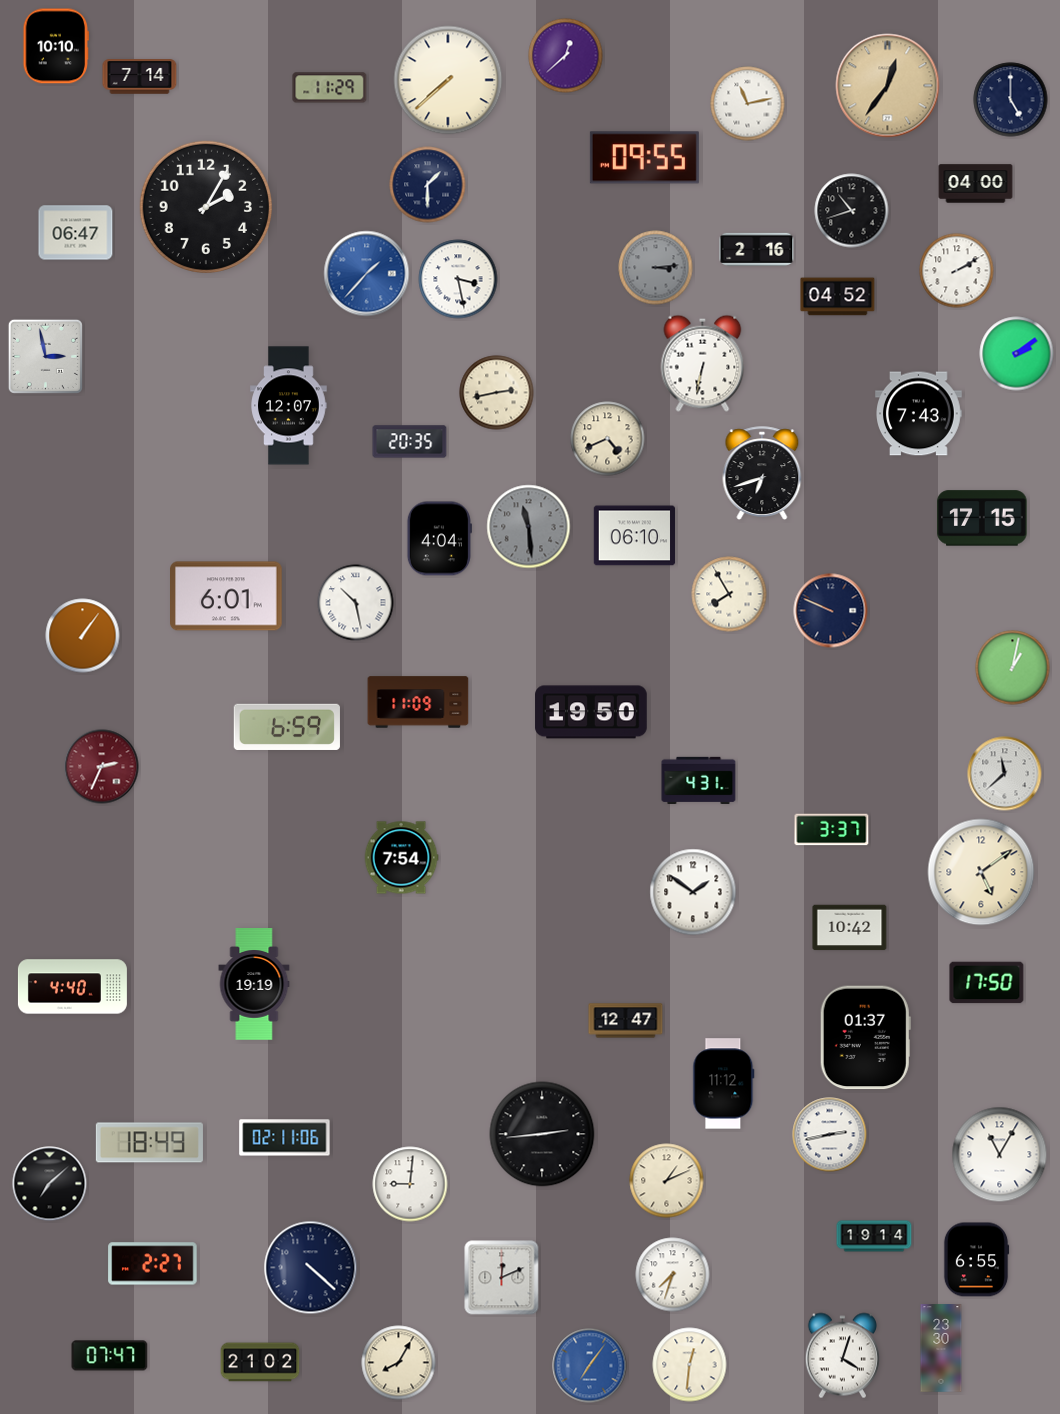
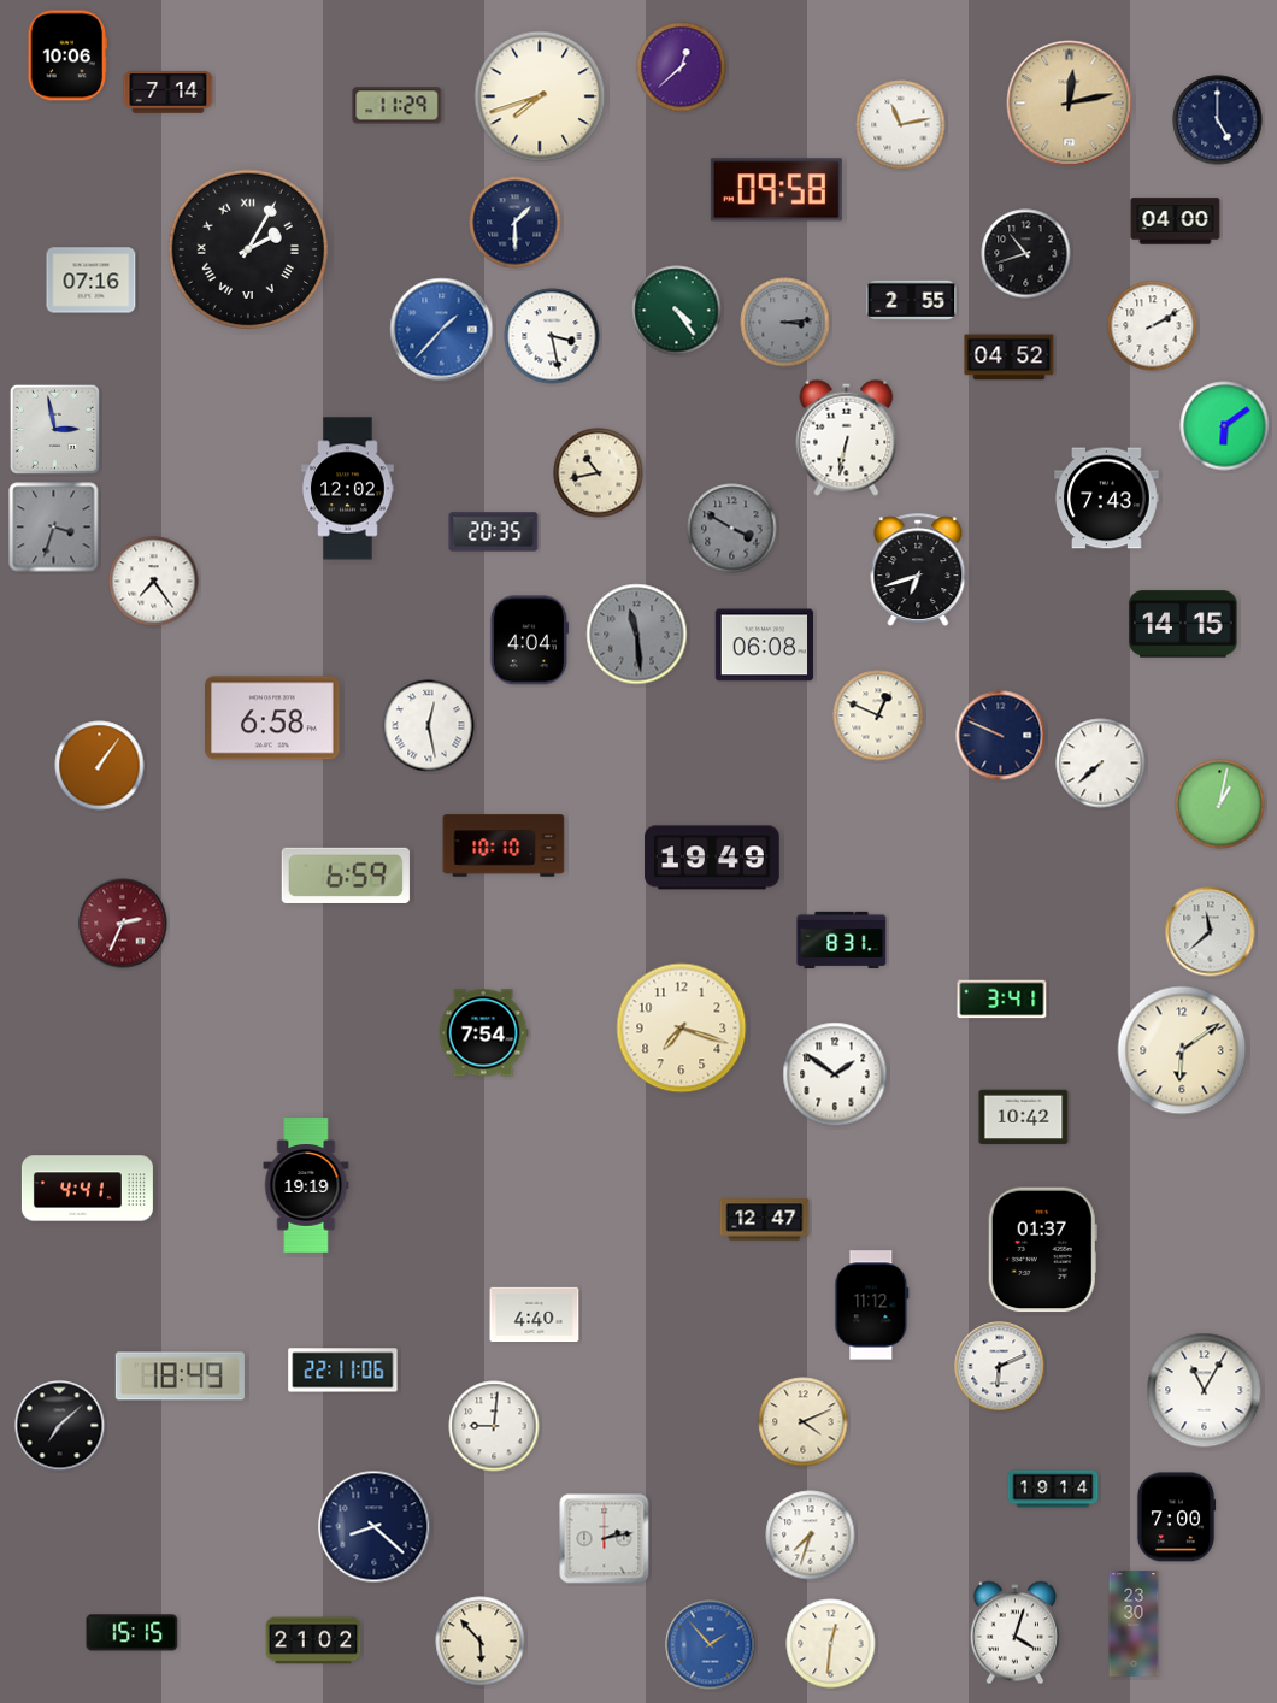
clock at (55, 46): 10:10 -> 10:06
clock at (448, 80): 7:38 -> 7:42
clock at (888, 86): 12:36 -> 12:13
clock at (644, 158): 09:55 -> 09:58
clock at (206, 207) numerals: Arabic -> Roman
clock at (76, 233): 06:47 -> 07:16
clock at (757, 249): 2:16 -> 2:55
clock at (677, 311): none -> 4:24
clock at (656, 268) position: (656, 268) -> (785, 323)
clock at (1017, 354): 2:09 -> 6:09
clock at (497, 393): 2:43 -> 10:43
clock at (289, 406): 12:07 -> 12:02
clock at (54, 528): none -> 3:33
clock at (608, 439): 4:41 -> 3:50
clock at (608, 439) dial: cream -> grey
clock at (154, 582): none -> 7:24
clock at (982, 518): 17:15 -> 14:15
clock at (635, 536): 06:10 -> 06:08
clock at (439, 539) position: (439, 539) -> (529, 641)
clock at (729, 594): 7:55 -> 12:49
clock at (227, 596): 6:01 -> 6:58
clock at (356, 603): 10:28 -> 12:28
clock at (1101, 764): none -> 7:38
clock at (418, 702): 11:09 -> 10:10
clock at (591, 712): 19:50 -> 19:49
clock at (699, 780): 4:31 -> 8:31
clock at (832, 830): 3:37 -> 3:41
clock at (682, 1029): none -> 7:18
clock at (981, 872): 5:09 -> 6:09
clock at (987, 983): 17:50 -> none
clock at (72, 987): 4:40 -> 4:41
clock at (626, 1021) position: (626, 1021) -> (765, 1220)
clock at (535, 1315): none -> 4:40
clock at (542, 1134): 2:44 -> none
clock at (830, 1135): 2:43 -> 6:11
clock at (285, 1138): 02:11 -> 22:11
clock at (667, 1181): 1:11 -> 4:11
clock at (976, 1260): 6:55 -> 7:00
clock at (153, 1264): 2:27 -> none
clock at (311, 1268): 4:22 -> 8:22
clock at (502, 1278): 12:11 -> 2:13
clock at (110, 1356): 07:47 -> 15:15
clock at (399, 1363): 8:05 -> 5:53
clock at (590, 1366): 7:06 -> 1:53
